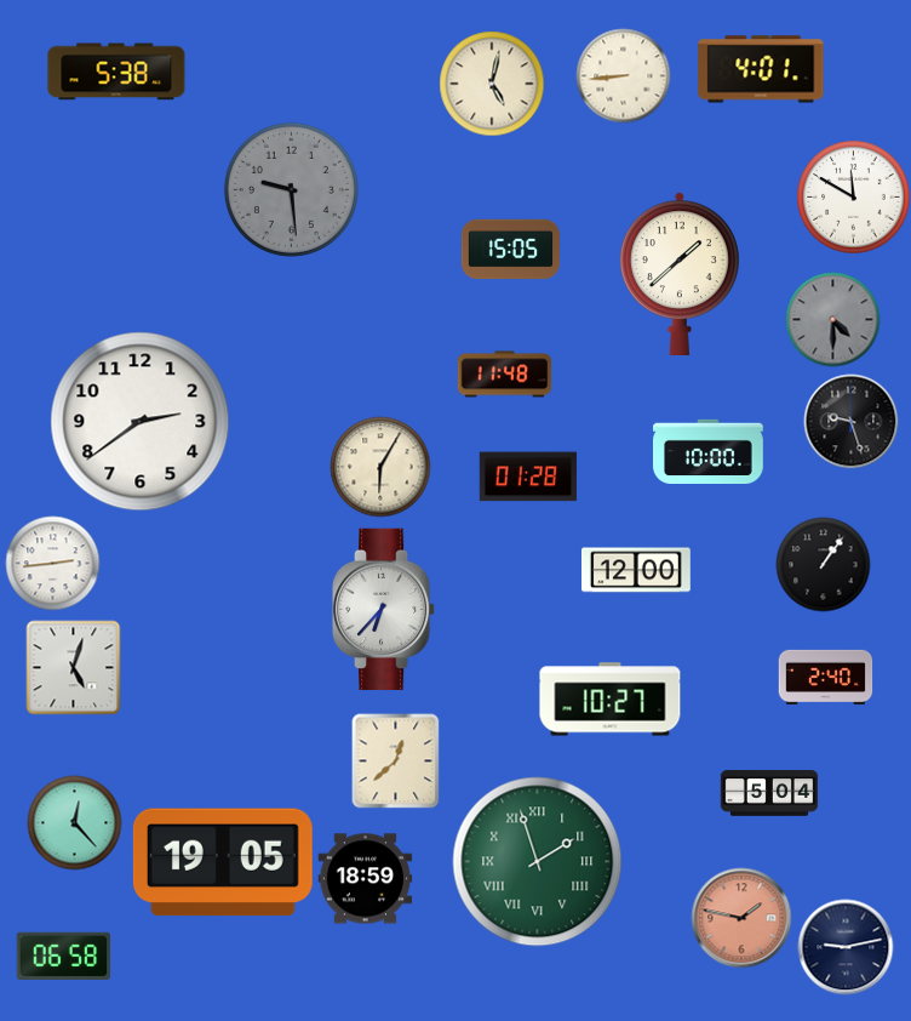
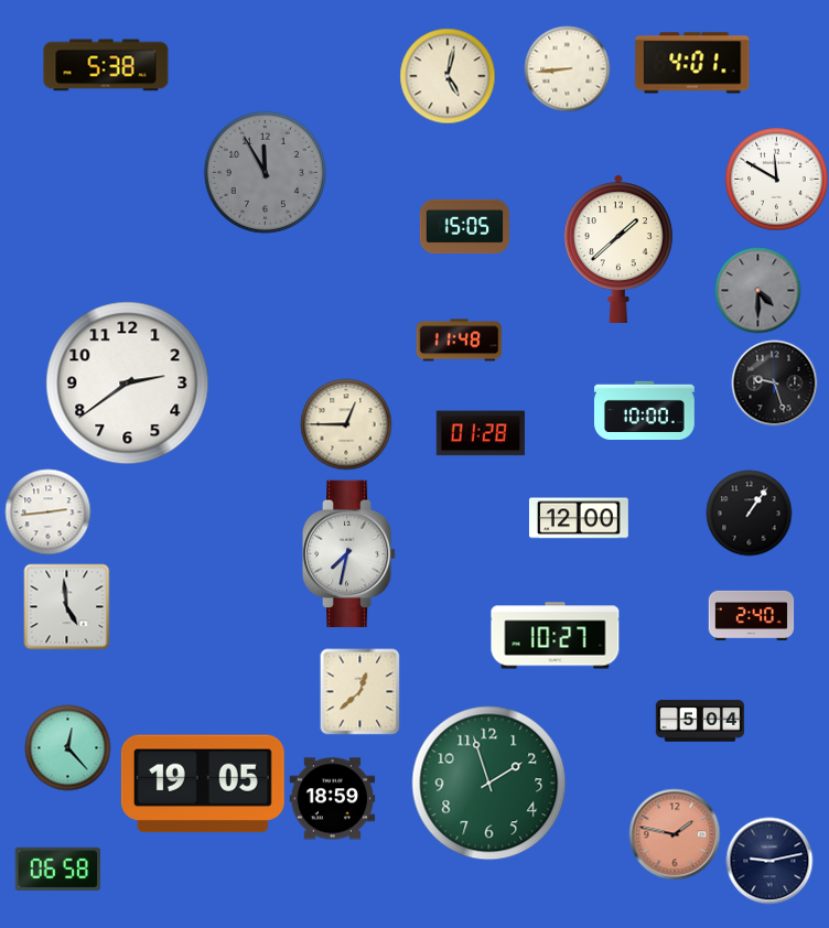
clock at (291, 189): 9:29 -> 11:55
clock at (380, 467): 6:05 -> 12:45
clock at (384, 610): 6:37 -> 7:32
clock at (73, 667): 5:03 -> 4:59
clock at (538, 862) numerals: Roman -> Arabic
